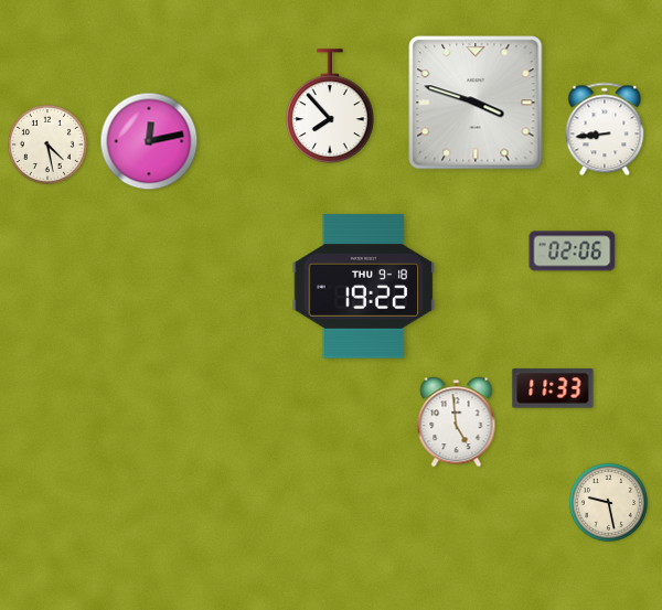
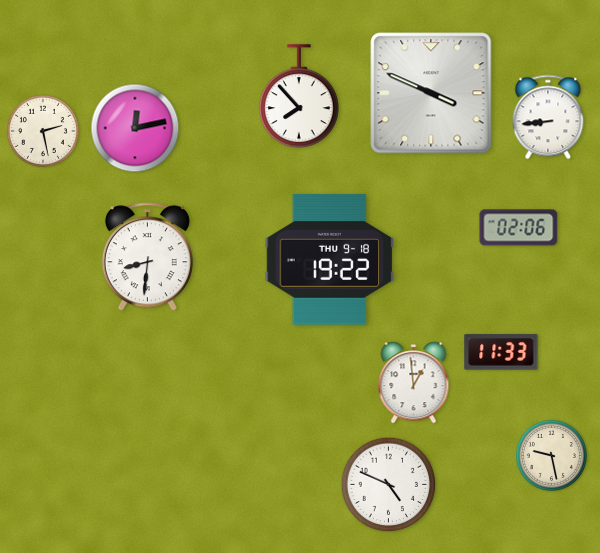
clock at (476, 103): 3:48 -> 3:49
clock at (47, 145): 4:28 -> 2:28
clock at (147, 257): none -> 8:31
clock at (457, 422): 4:59 -> 12:59
clock at (389, 485): none -> 4:49
